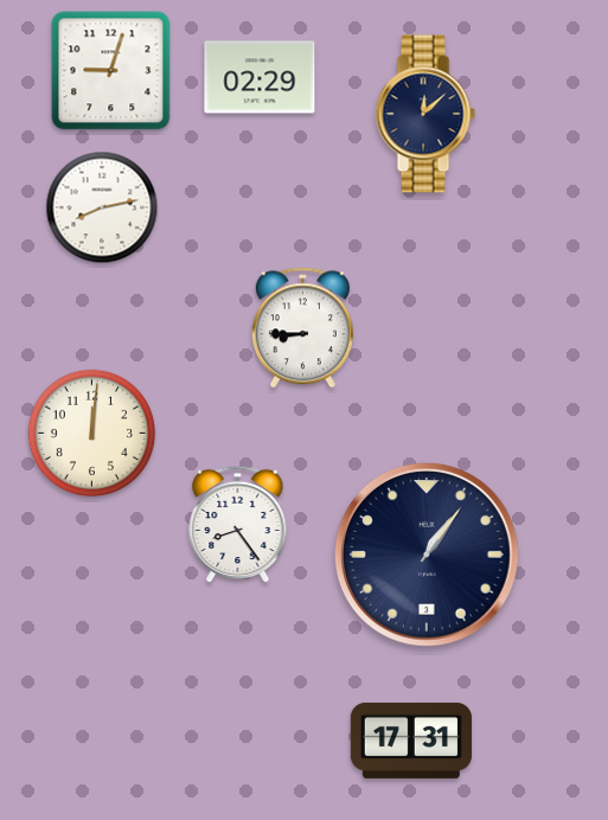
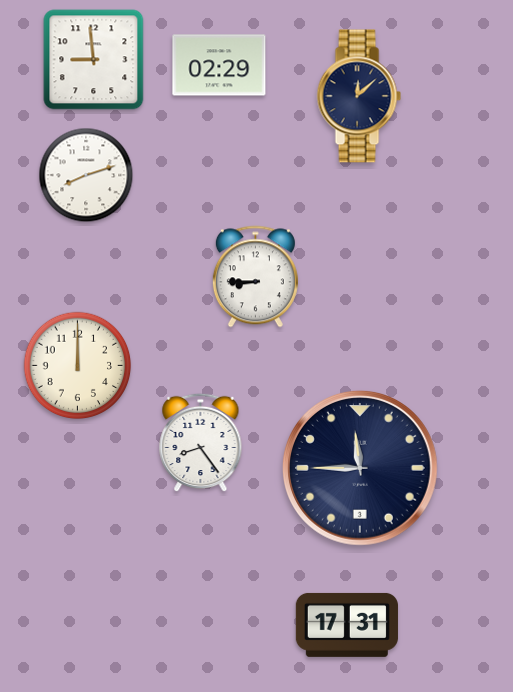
clock at (111, 71): 9:03 -> 8:59
clock at (102, 207): 8:13 -> 8:12
clock at (92, 434): 12:01 -> 12:00
clock at (427, 555): 1:06 -> 11:45
